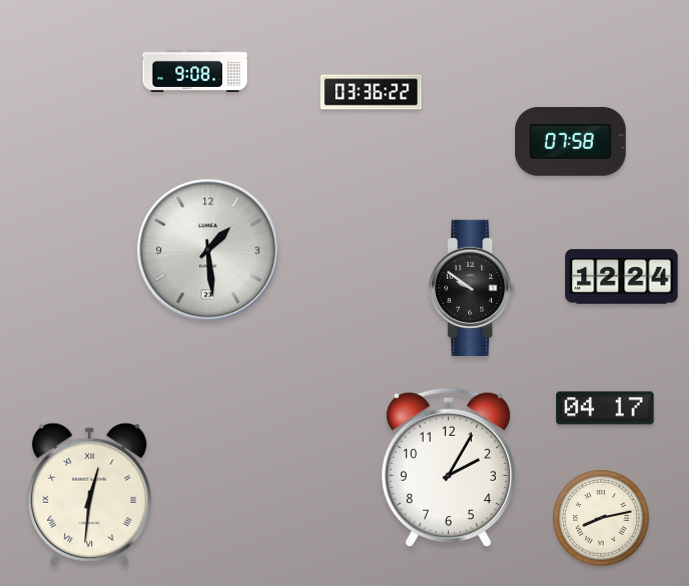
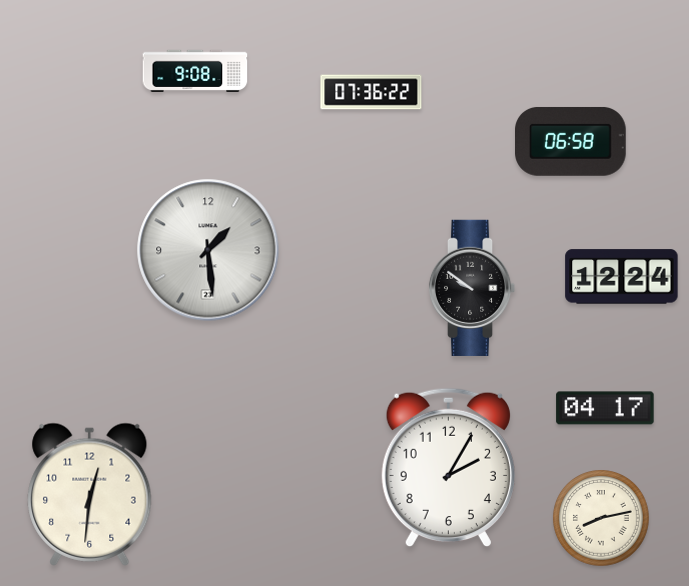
clock at (371, 92): 03:36 -> 07:36
clock at (571, 141): 07:58 -> 06:58
clock at (90, 494) numerals: Roman -> Arabic
